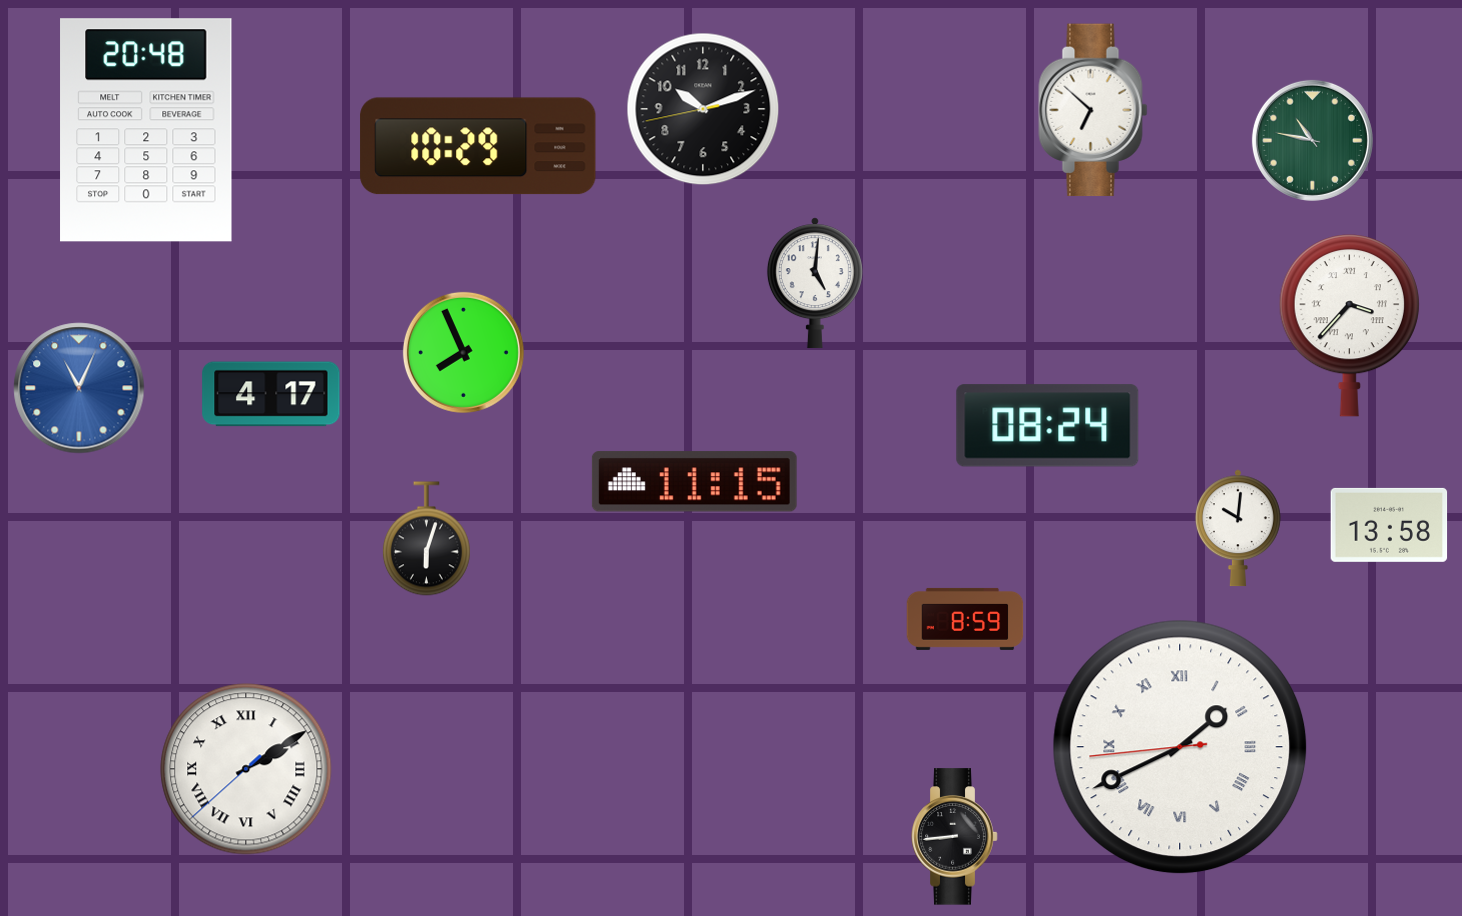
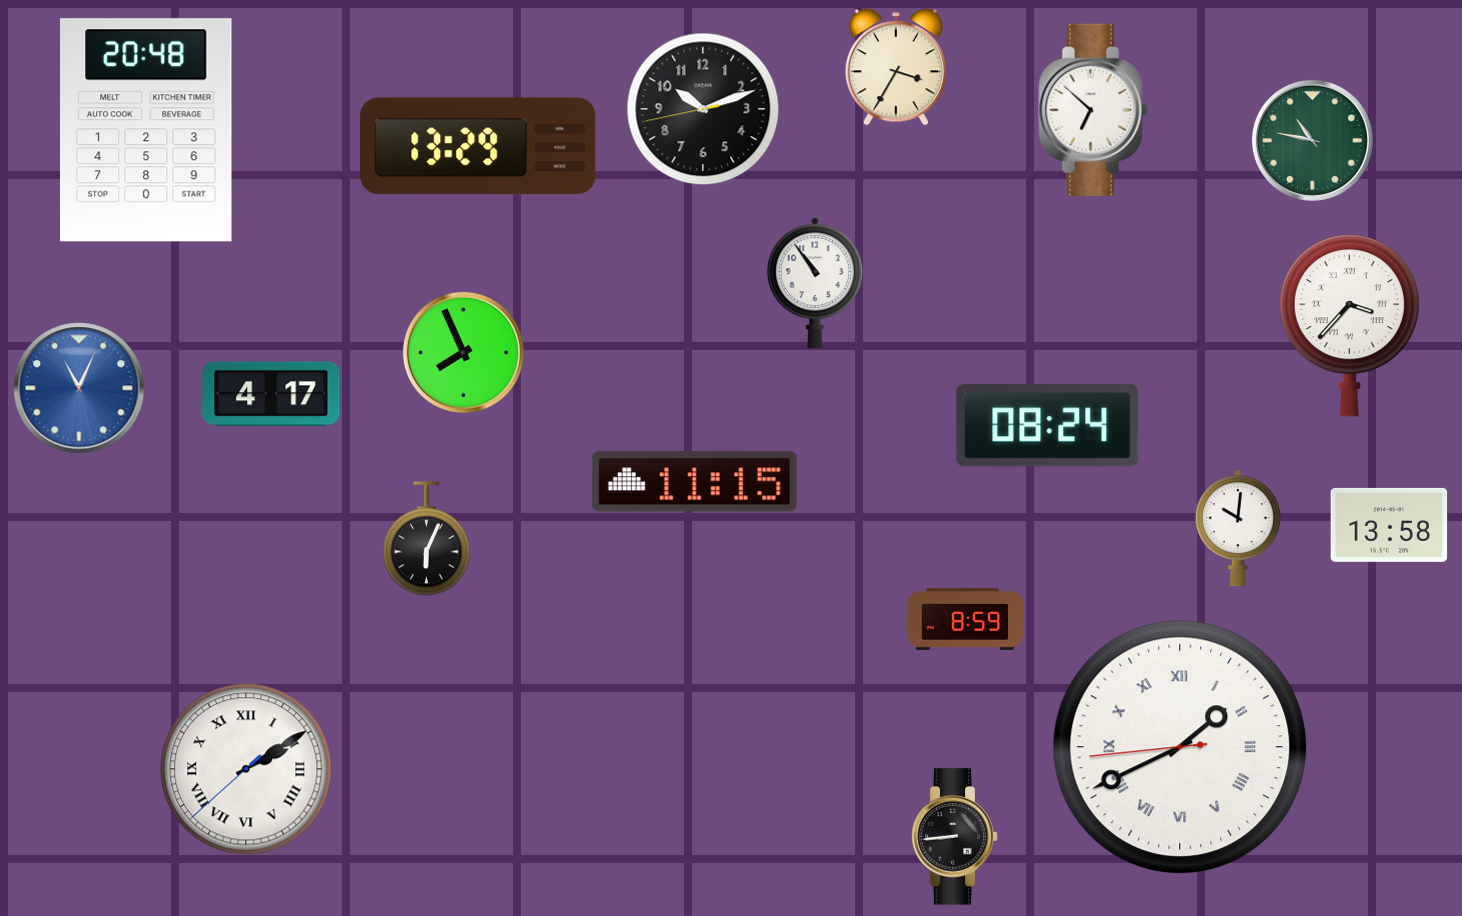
clock at (895, 67): none -> 3:35
clock at (478, 146): 10:29 -> 13:29
clock at (815, 283): 5:01 -> 10:54
clock at (426, 539): 6:03 -> 6:04
